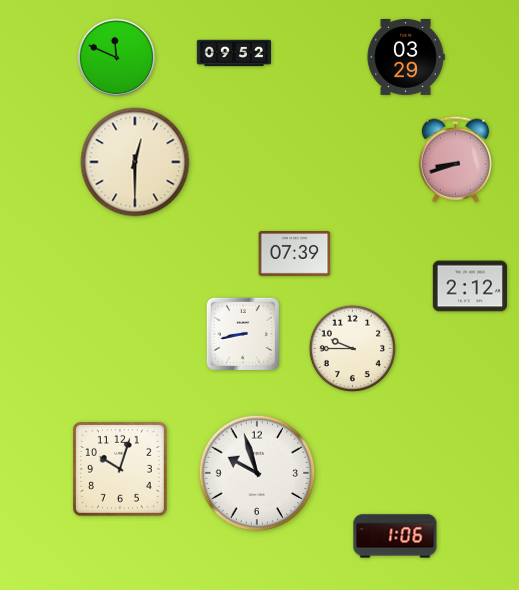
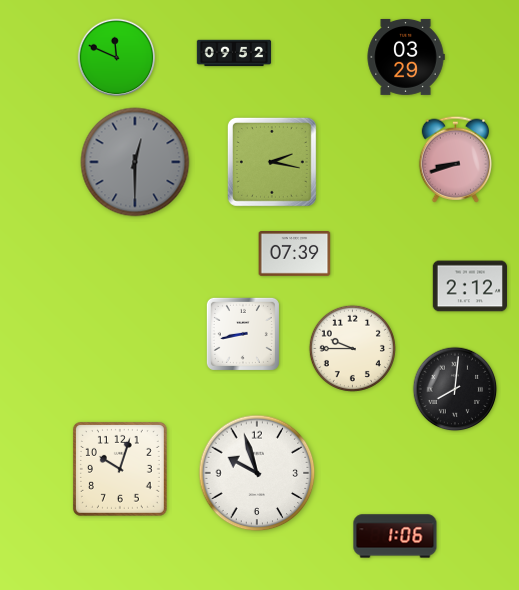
clock at (135, 162) dial: cream -> grey
clock at (272, 162): none -> 2:17
clock at (455, 389): none -> 8:01
